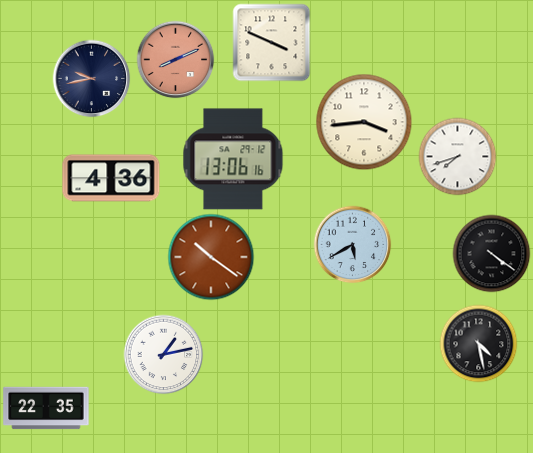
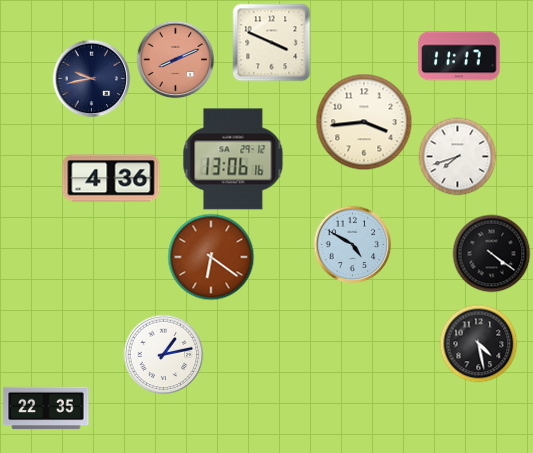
clock at (459, 56): none -> 11:17
clock at (352, 244): 5:40 -> 4:50
clock at (211, 257): 10:21 -> 6:21
